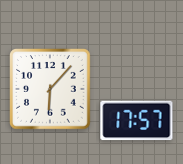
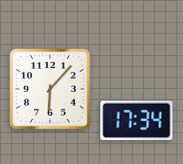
clock at (137, 121): 17:57 -> 17:34
